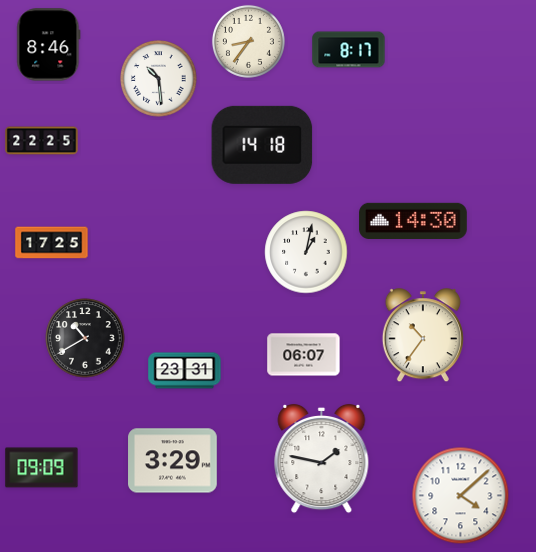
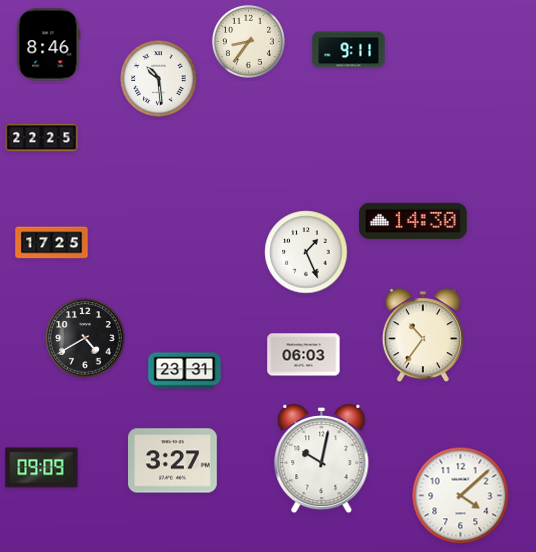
clock at (349, 50): 8:17 -> 9:11
clock at (42, 141) position: (42, 141) -> (42, 138)
clock at (262, 145): 14:18 -> none
clock at (306, 252): 1:02 -> 1:26
clock at (85, 338): 10:40 -> 4:40
clock at (304, 355): 06:07 -> 06:03
clock at (322, 459): 1:47 -> 10:02
clock at (173, 461): 3:29 -> 3:27
